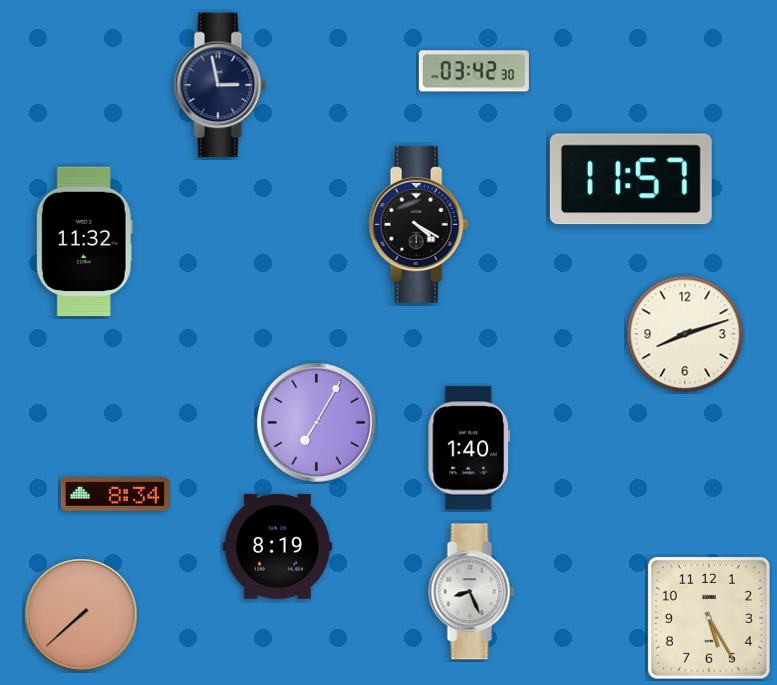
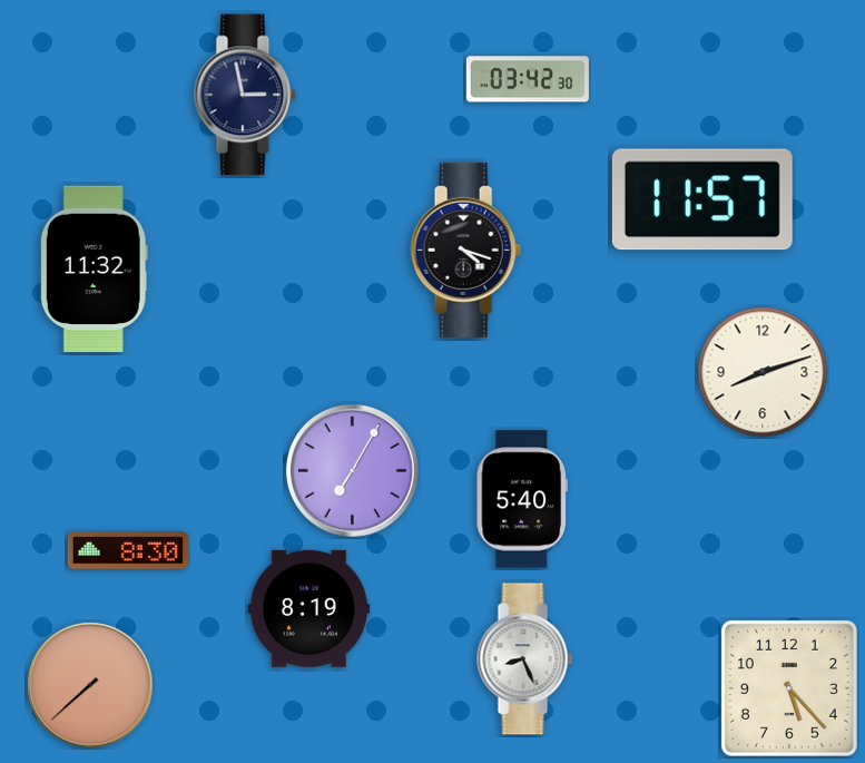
clock at (419, 224): 4:20 -> 4:18
clock at (469, 448): 1:40 -> 5:40
clock at (115, 494): 8:34 -> 8:30
clock at (709, 618): 5:25 -> 5:23
